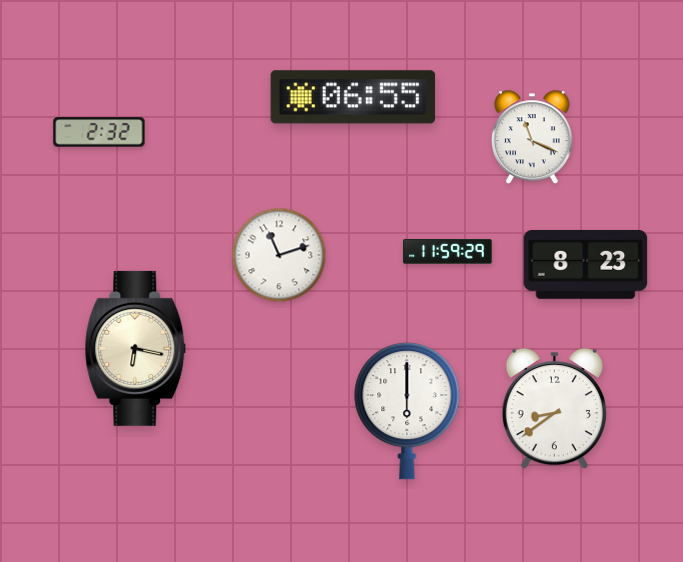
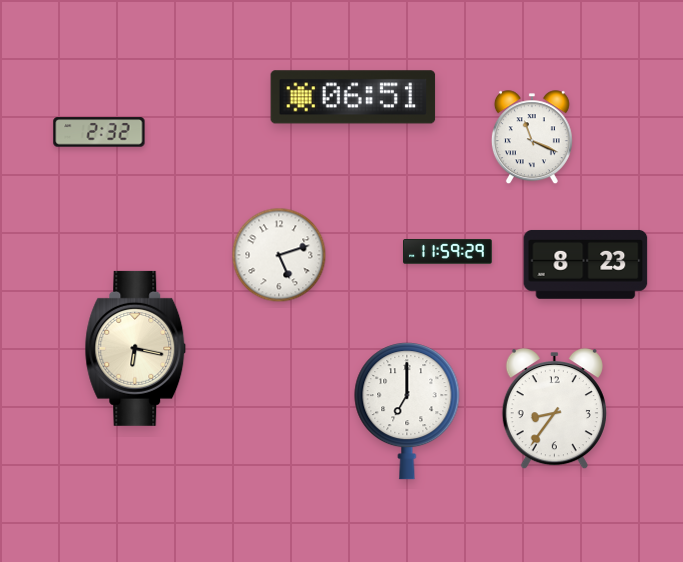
clock at (353, 97): 06:55 -> 06:51
clock at (279, 255): 11:12 -> 5:12
clock at (554, 410): 8:39 -> 8:36
clock at (407, 411): 6:00 -> 7:00
